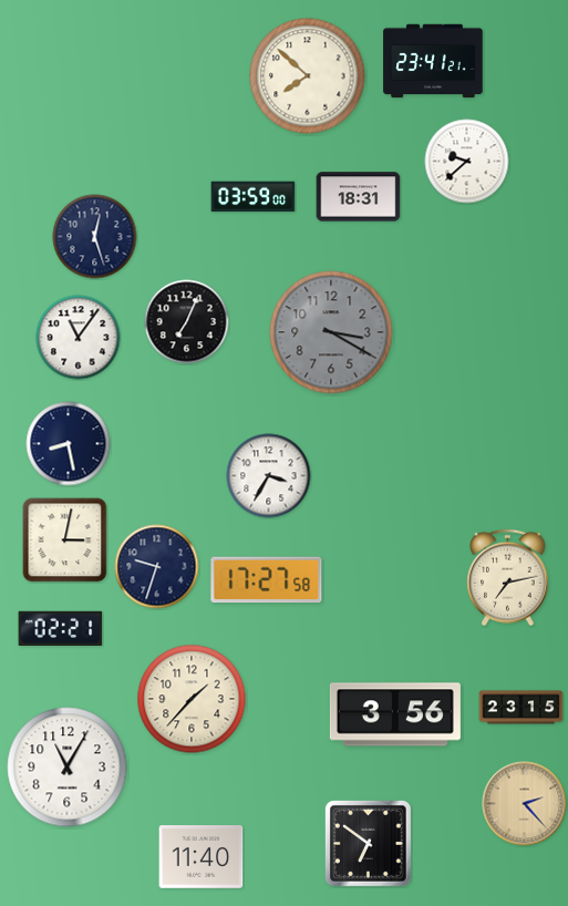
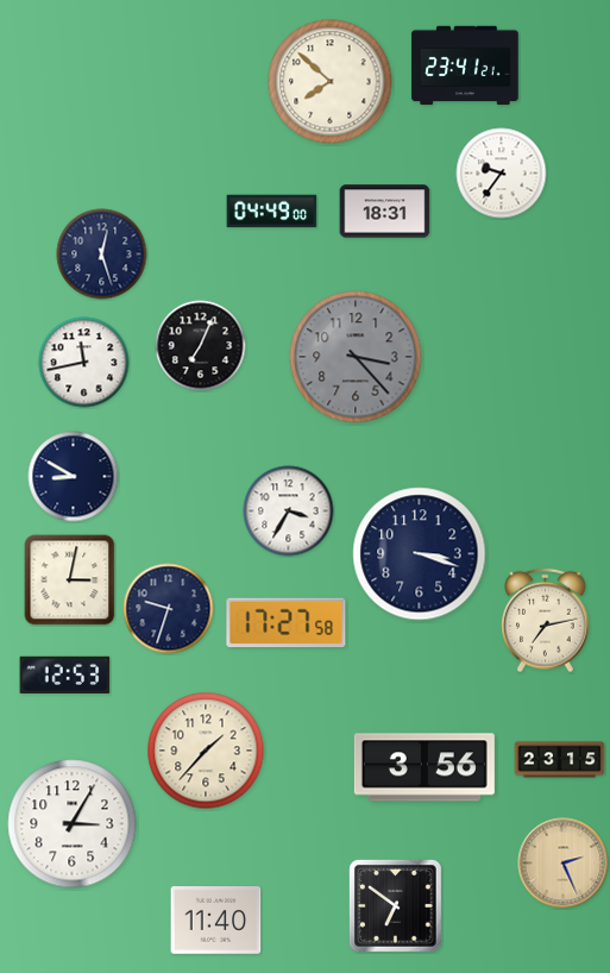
clock at (467, 162): 9:38 -> 9:36
clock at (254, 197): 03:59 -> 04:49
clock at (331, 332): 3:20 -> 3:23
clock at (79, 338): 11:06 -> 11:43
clock at (69, 444): 8:28 -> 8:50
clock at (420, 554): none -> 3:18
clock at (61, 628): 02:21 -> 12:53
clock at (68, 768): 11:05 -> 3:05
clock at (525, 804): 2:23 -> 2:26
